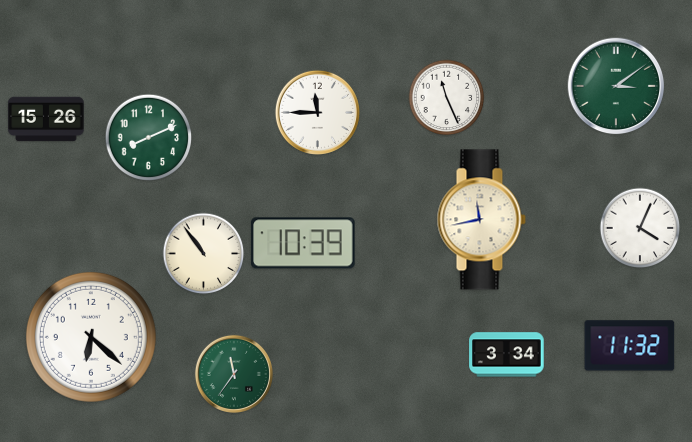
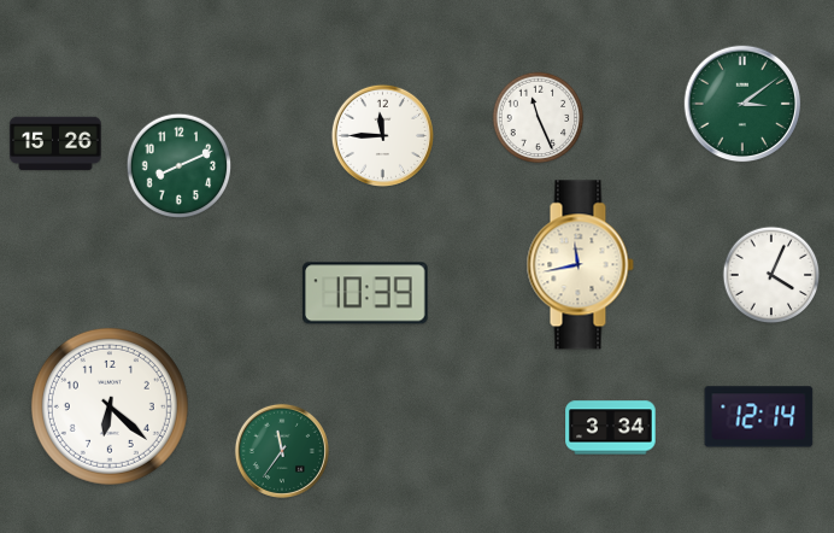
clock at (204, 254): 10:54 -> none
clock at (630, 346): 11:32 -> 12:14
